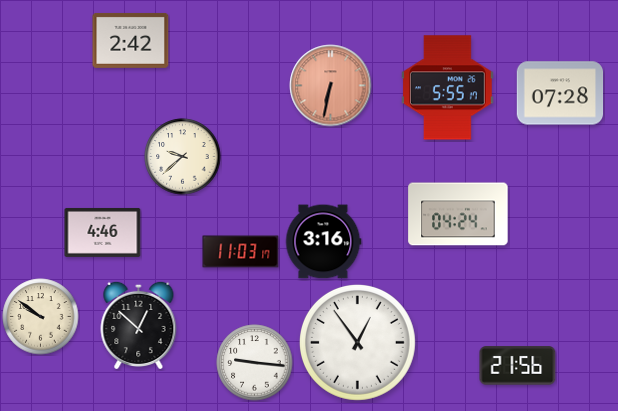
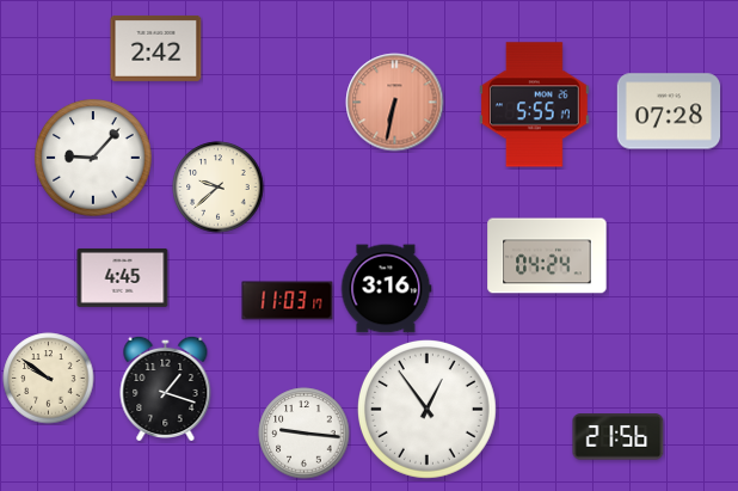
clock at (93, 158): none -> 9:07
clock at (103, 232): 4:46 -> 4:45
clock at (139, 324): 12:52 -> 1:18
